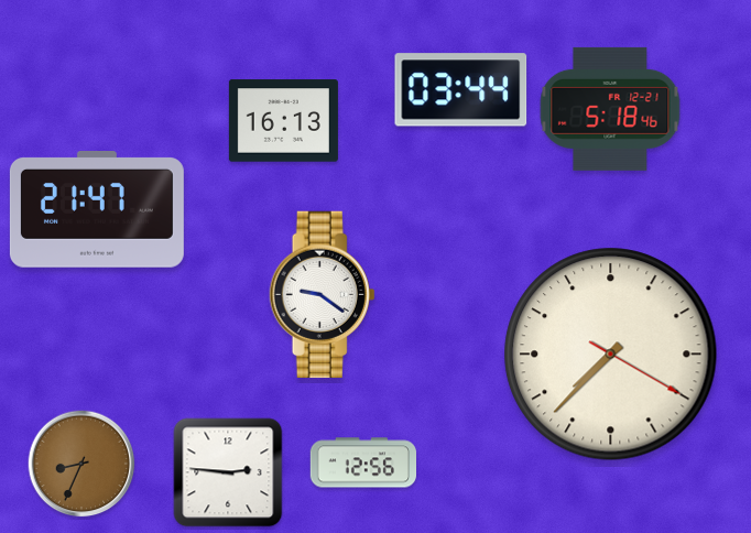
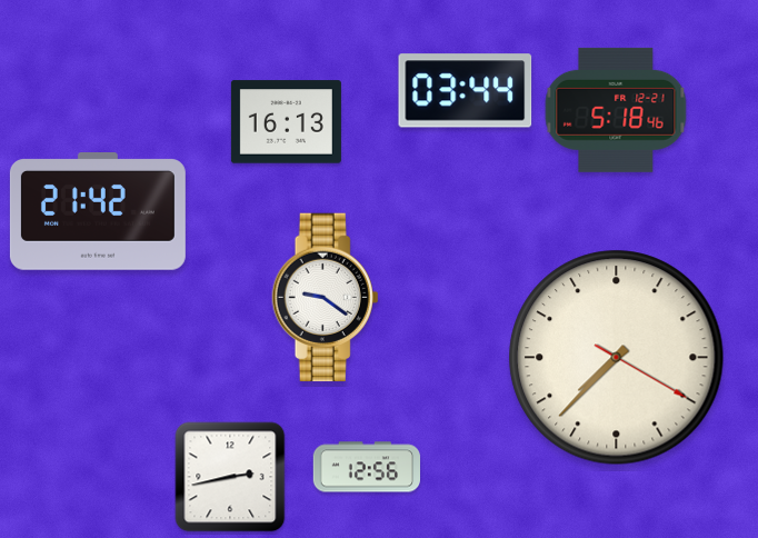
clock at (97, 209): 21:47 -> 21:42
clock at (81, 464): 8:34 -> none
clock at (228, 472): 2:46 -> 2:43
